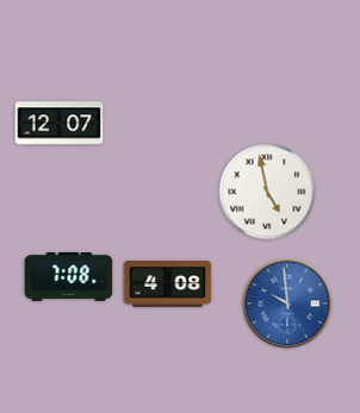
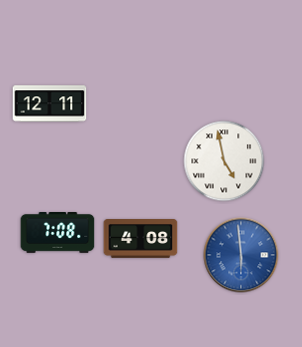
clock at (60, 124): 12:07 -> 12:11
clock at (287, 304): 9:59 -> 5:59
